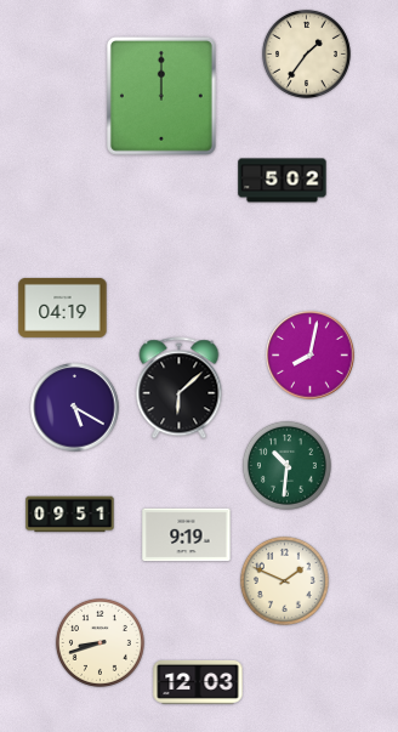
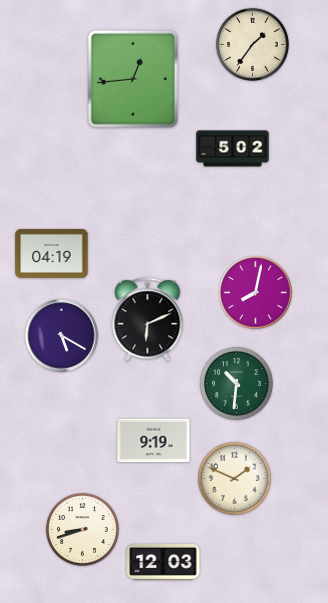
clock at (161, 96): 12:00 -> 12:44
clock at (180, 388): 6:08 -> 6:11
clock at (70, 515): 09:51 -> none
